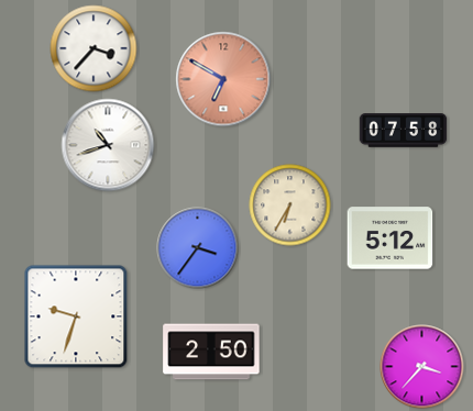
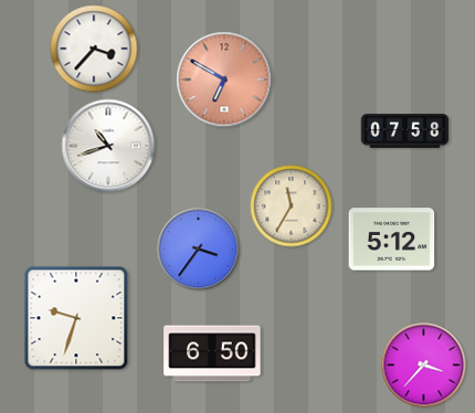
clock at (290, 205): 6:35 -> 11:35
clock at (211, 352): 2:50 -> 6:50
clock at (422, 367) position: (422, 367) -> (424, 366)
